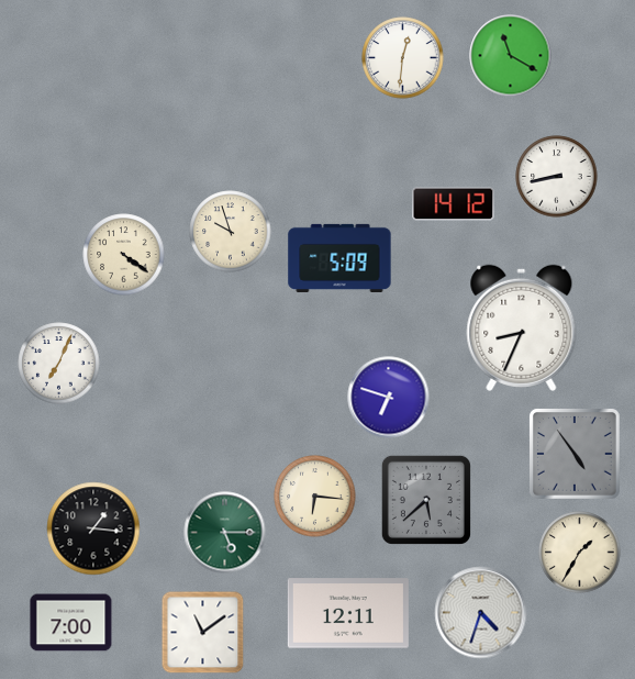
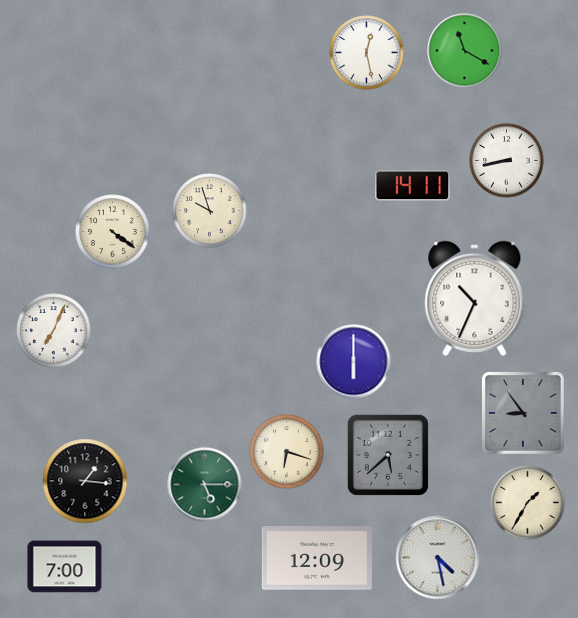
clock at (403, 58): 12:31 -> 12:28
clock at (454, 204): 14:12 -> 14:11
clock at (339, 258): 5:09 -> none
clock at (522, 327): 8:34 -> 10:34
clock at (389, 398): 6:48 -> 6:00
clock at (576, 455): 4:54 -> 8:54
clock at (315, 497): 6:16 -> 6:18
clock at (348, 613): 12:11 -> 12:09
clock at (481, 613): 4:33 -> 4:28
clock at (203, 633): 11:09 -> none
